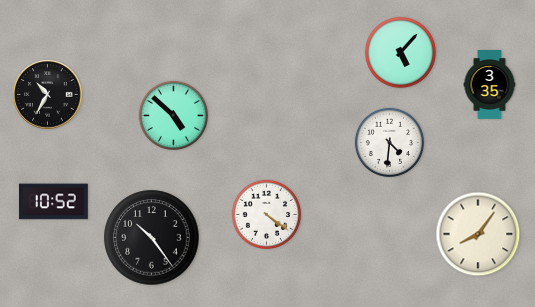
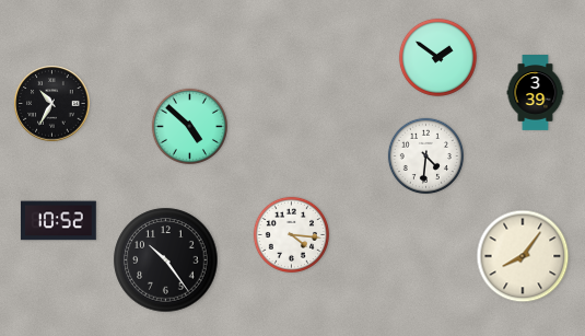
clock at (400, 52): 5:07 -> 1:51
clock at (490, 85): 3:35 -> 3:39
clock at (266, 214): 4:21 -> 4:16
